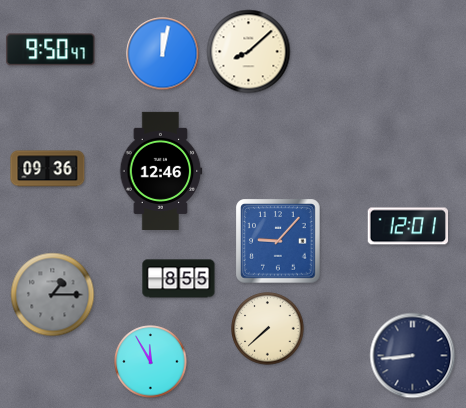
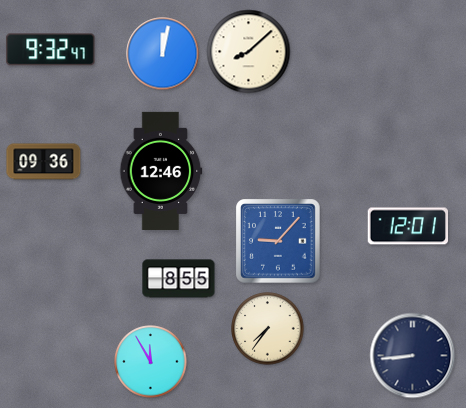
clock at (51, 50): 9:50 -> 9:32
clock at (48, 169) position: (48, 169) -> (44, 162)
clock at (53, 295): 1:15 -> none
clock at (268, 329): 7:38 -> 7:36
